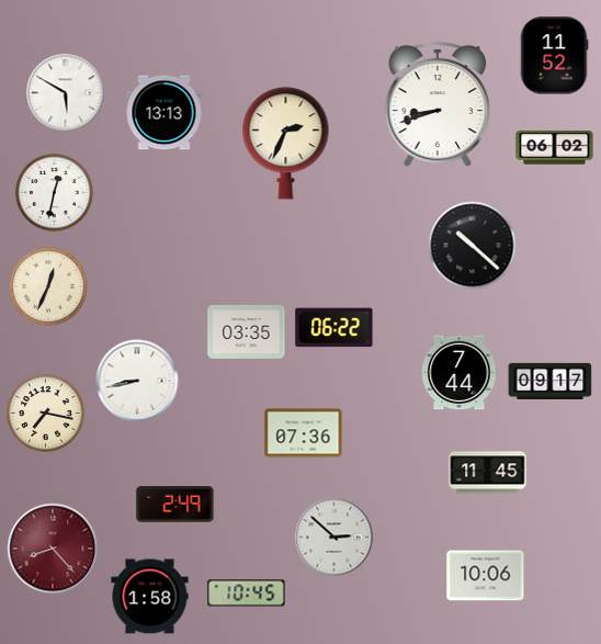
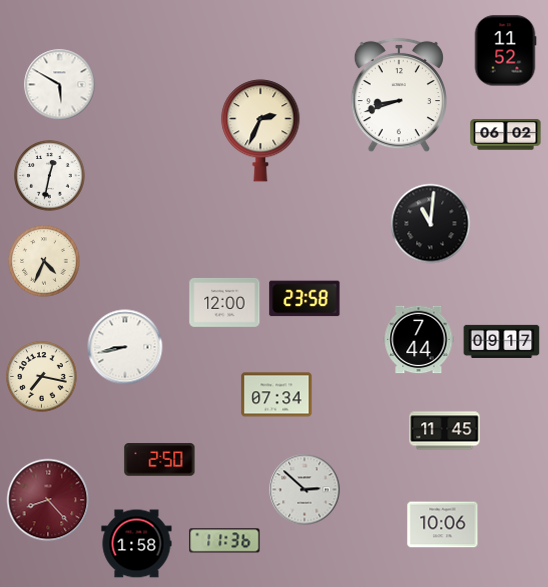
clock at (165, 113): 13:13 -> none
clock at (473, 246): 10:22 -> 11:01
clock at (48, 286): 12:34 -> 4:34
clock at (334, 328): 06:22 -> 23:58
clock at (247, 331): 03:35 -> 12:00
clock at (551, 381) position: (551, 381) -> (502, 341)
clock at (304, 433): 07:36 -> 07:34
clock at (175, 505): 2:49 -> 2:50
clock at (247, 594): 10:45 -> 11:36
